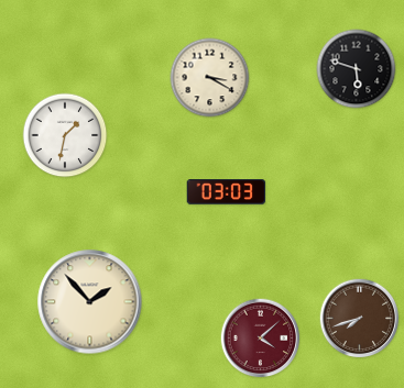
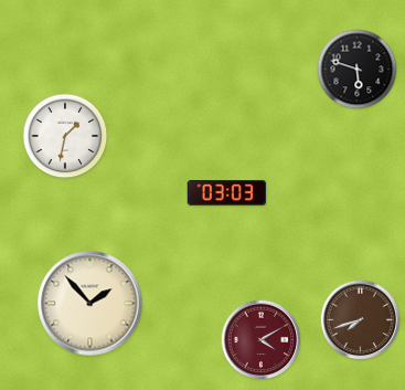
clock at (210, 78): 3:20 -> none
clock at (261, 339): 4:08 -> 4:10
